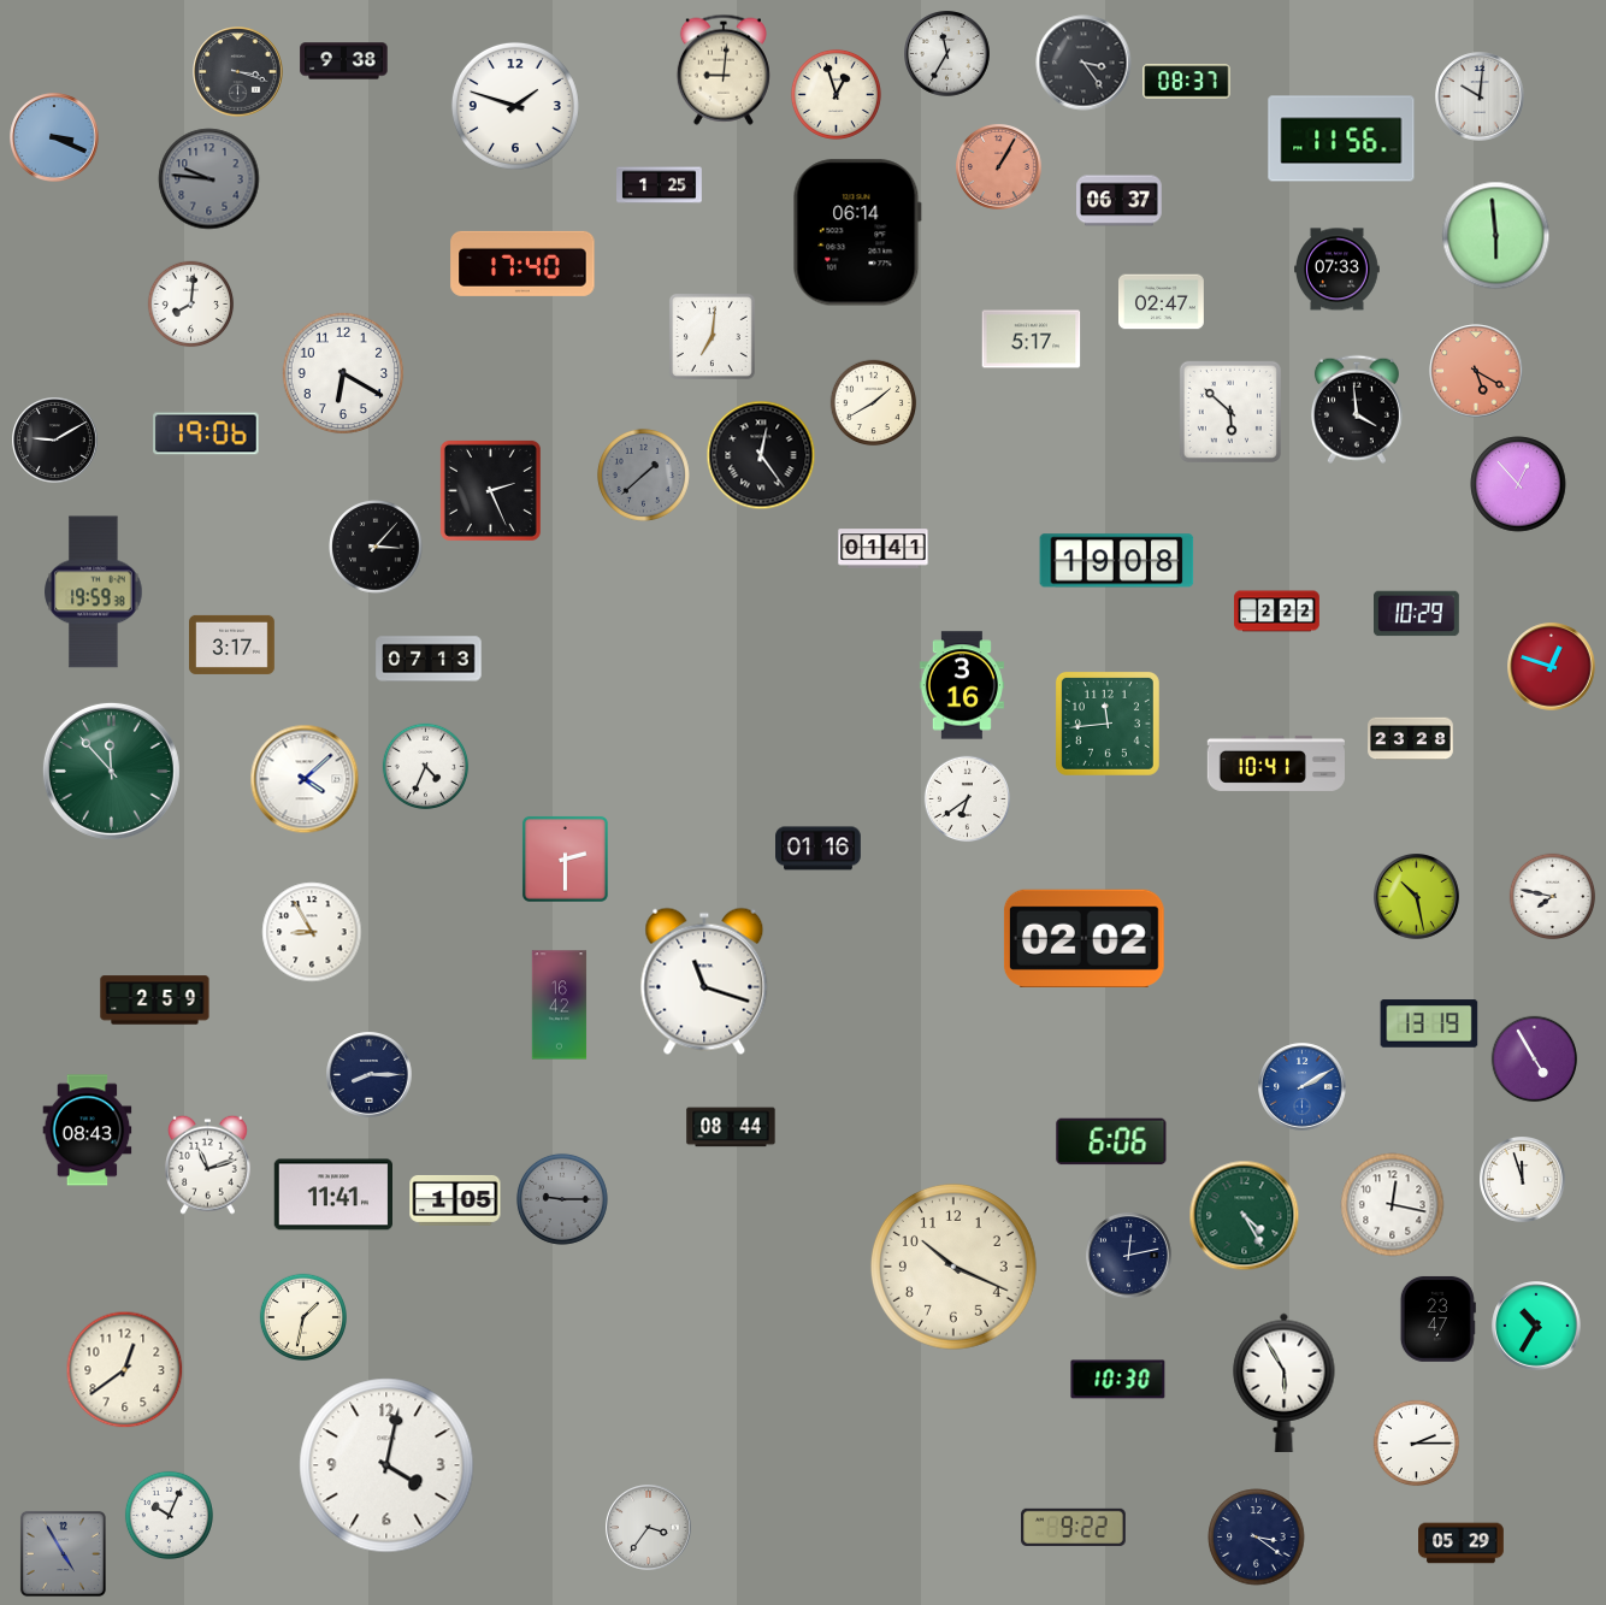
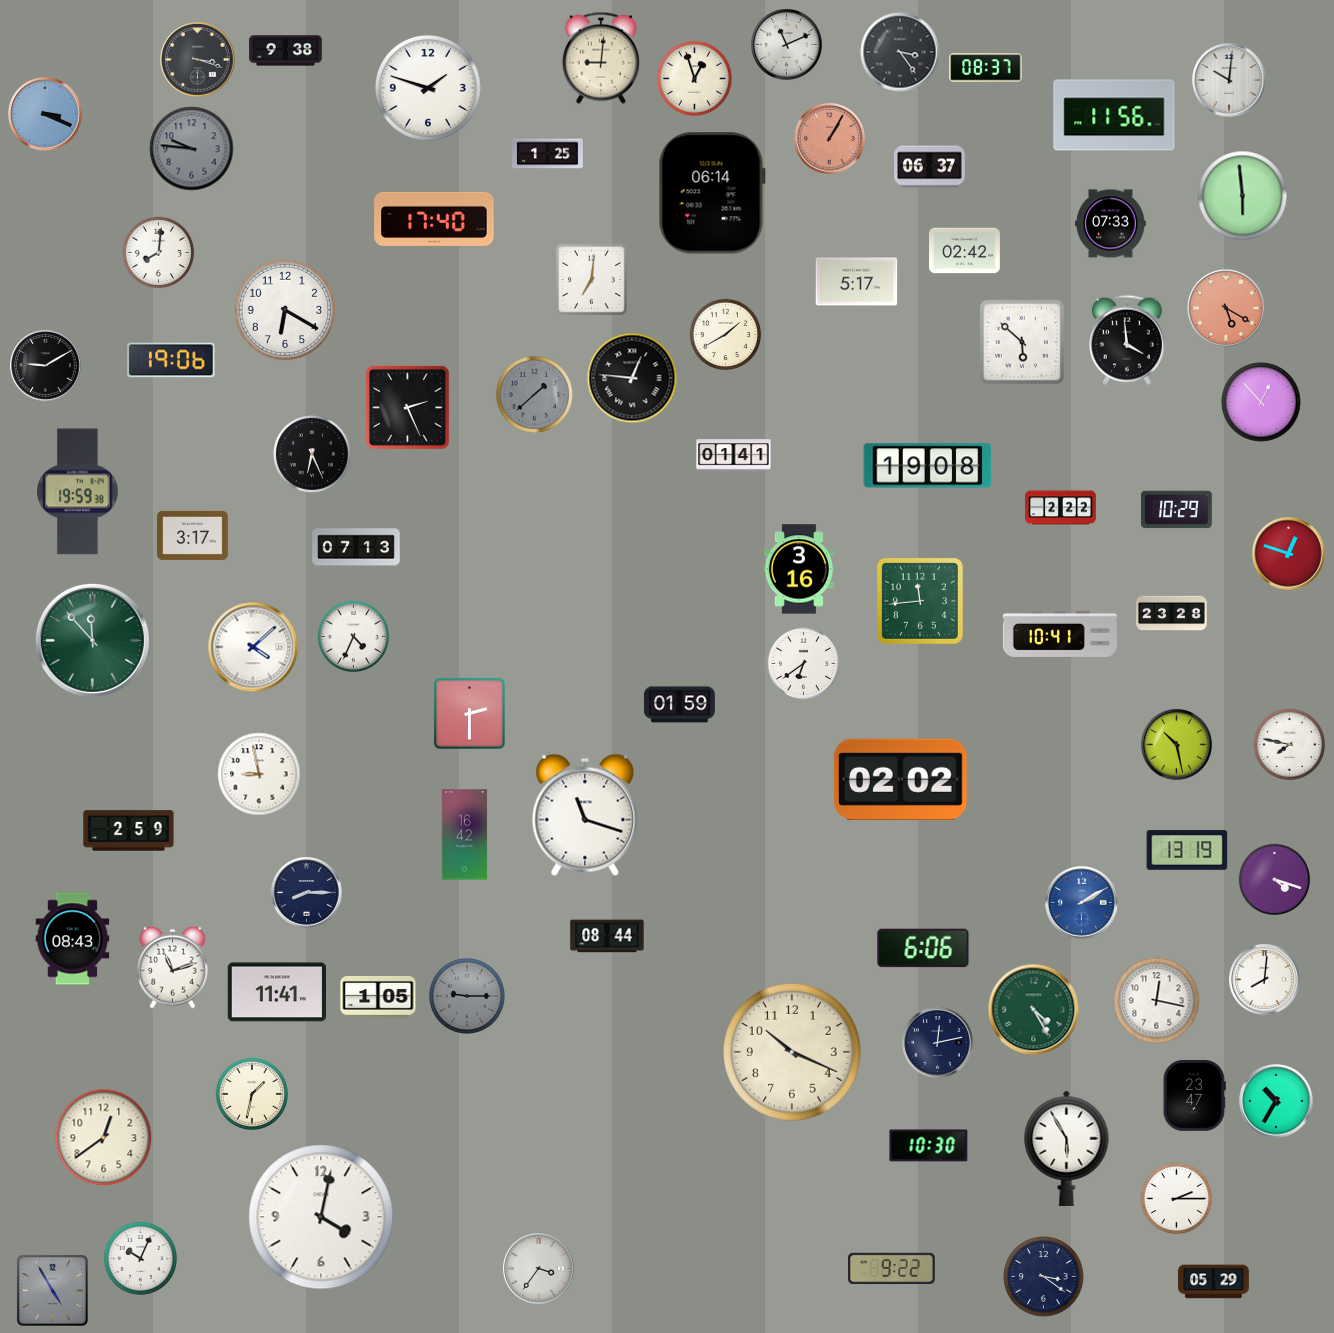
clock at (947, 54): 11:35 -> 11:11
clock at (209, 179) position: (209, 179) -> (192, 149)
clock at (1162, 302): 02:47 -> 02:42
clock at (761, 455): 12:24 -> 12:46
clock at (377, 548): 3:07 -> 6:26
clock at (819, 849): 01:16 -> 01:59
clock at (312, 932): 8:55 -> 8:58
clock at (1535, 1060): 4:55 -> 4:18
clock at (1523, 1180): 11:57 -> 8:01
